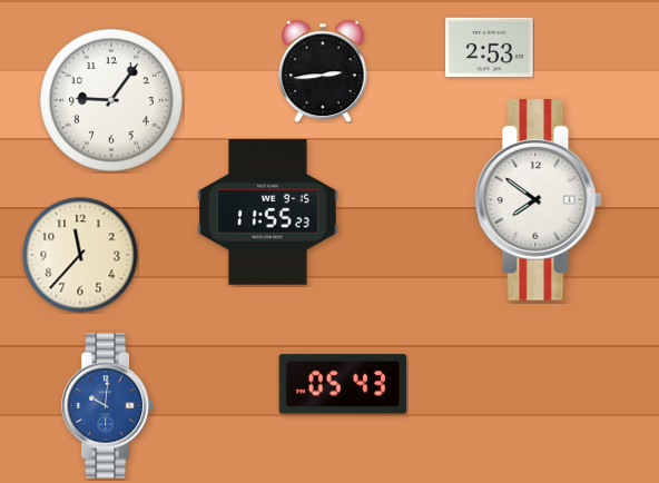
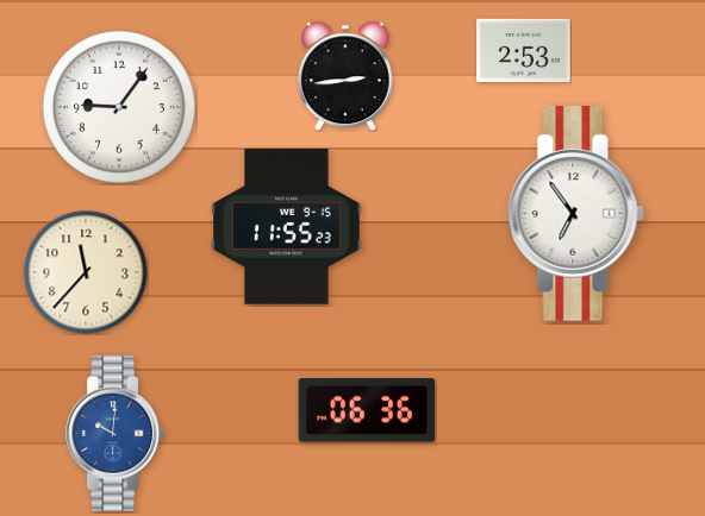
clock at (539, 200): 7:51 -> 6:54
clock at (343, 384): 05:43 -> 06:36
